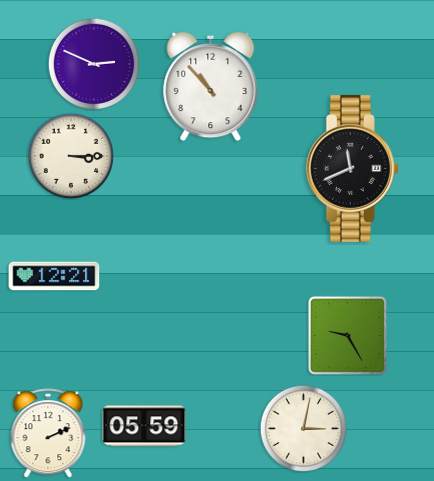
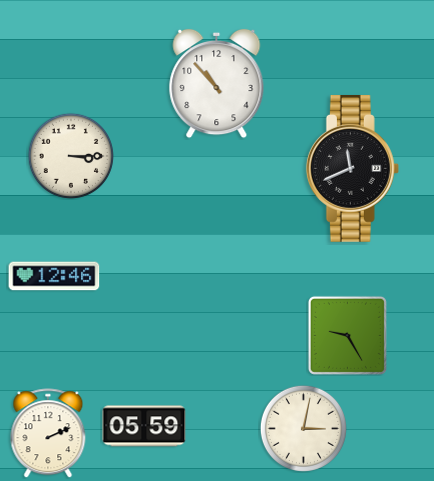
clock at (93, 63): 2:49 -> none
clock at (211, 87) position: (211, 87) -> (217, 84)
clock at (54, 276): 12:21 -> 12:46
